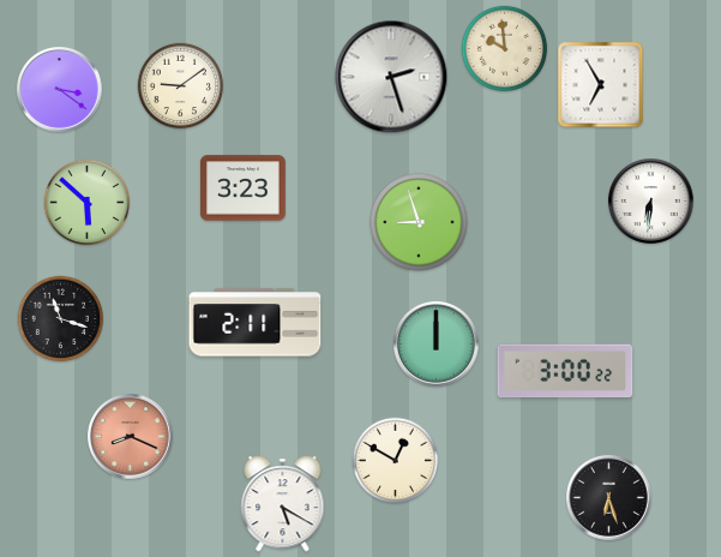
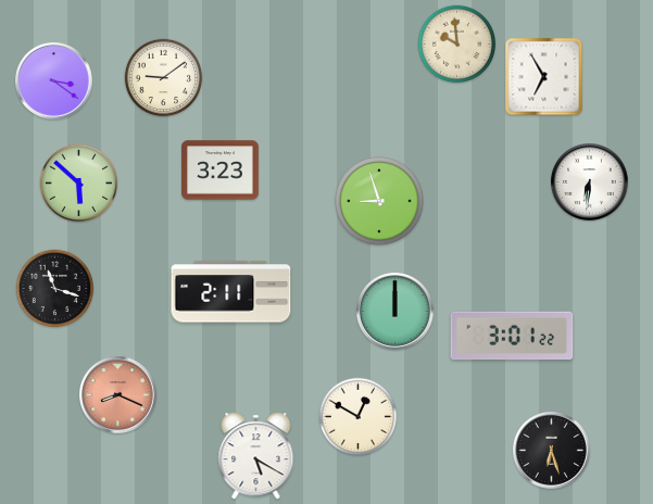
clock at (391, 77): 2:27 -> none
clock at (565, 371): 3:00 -> 3:01
